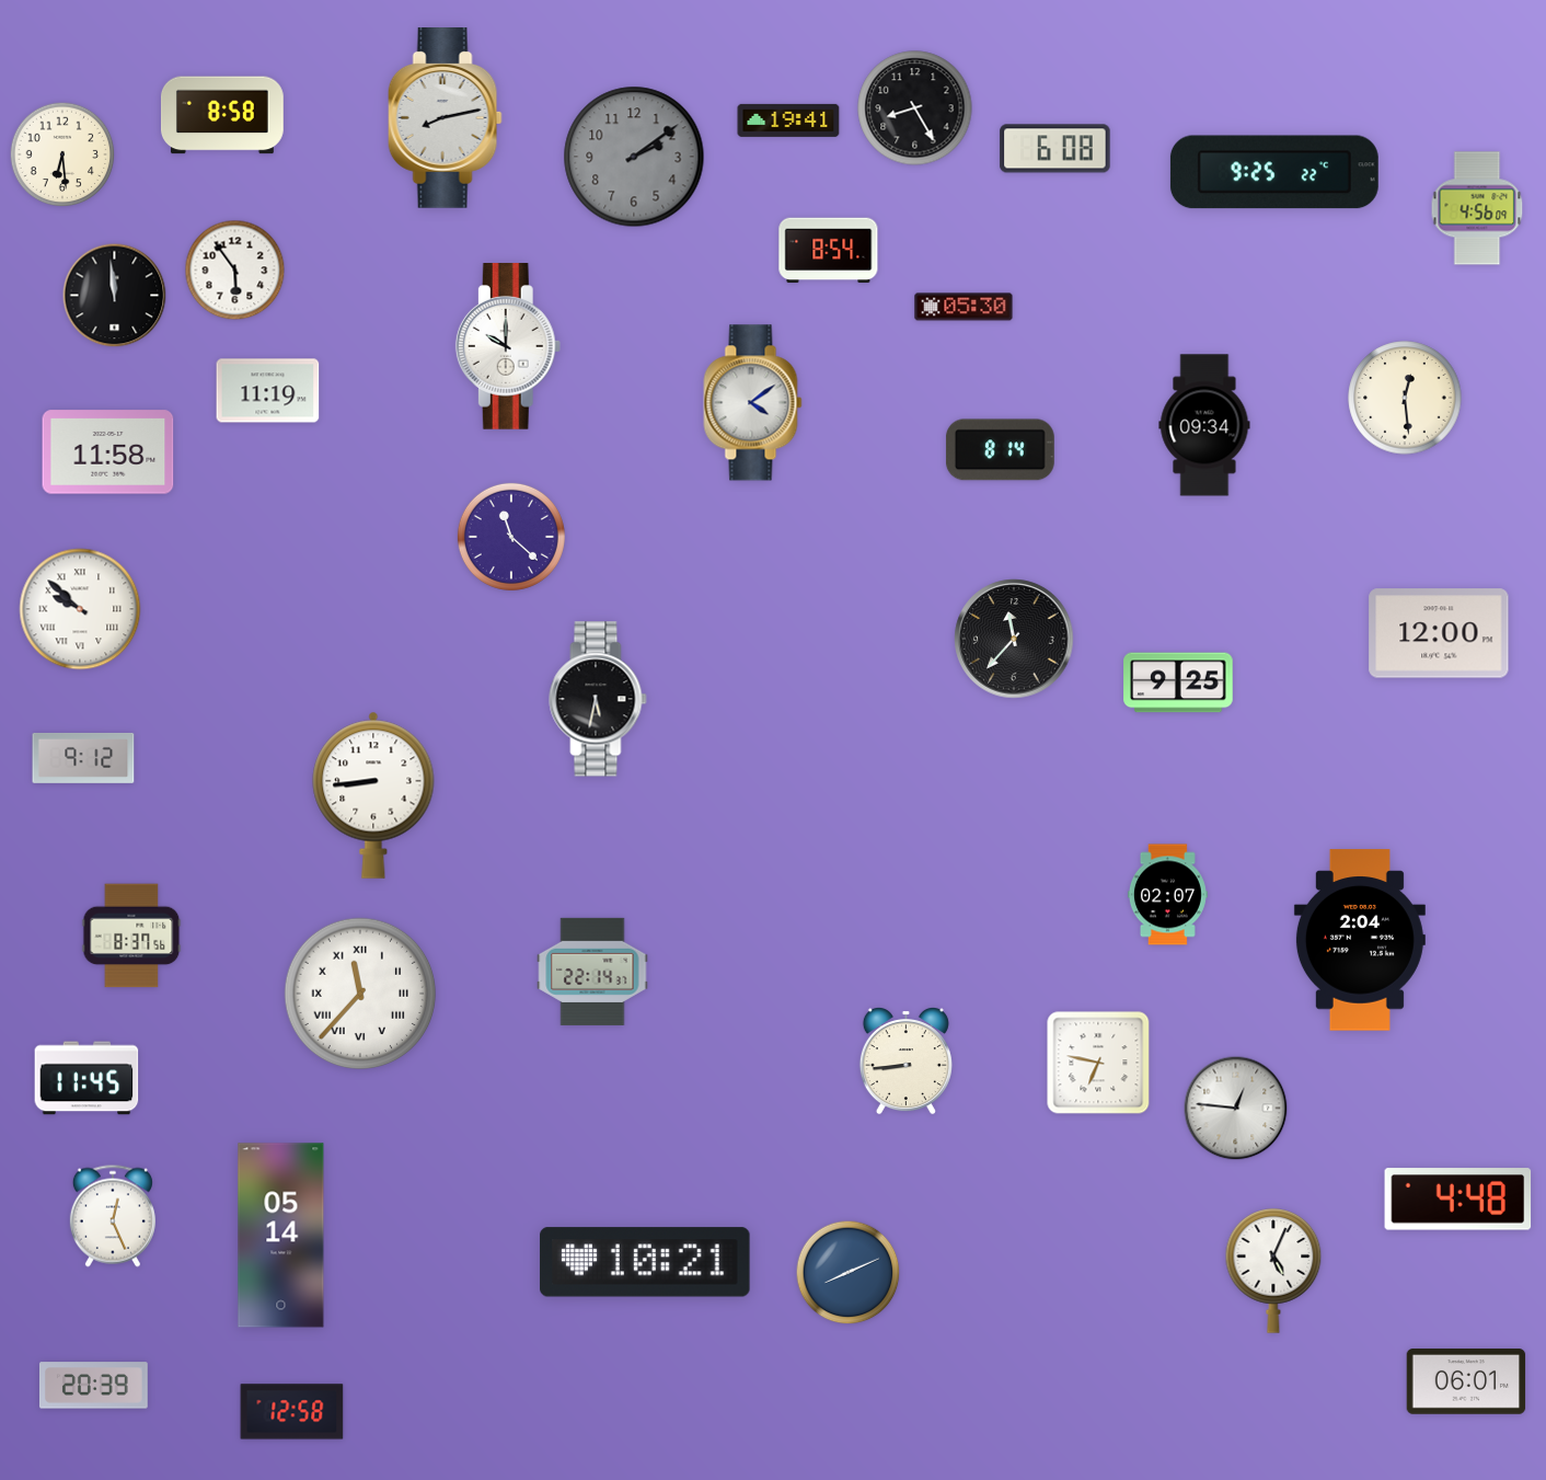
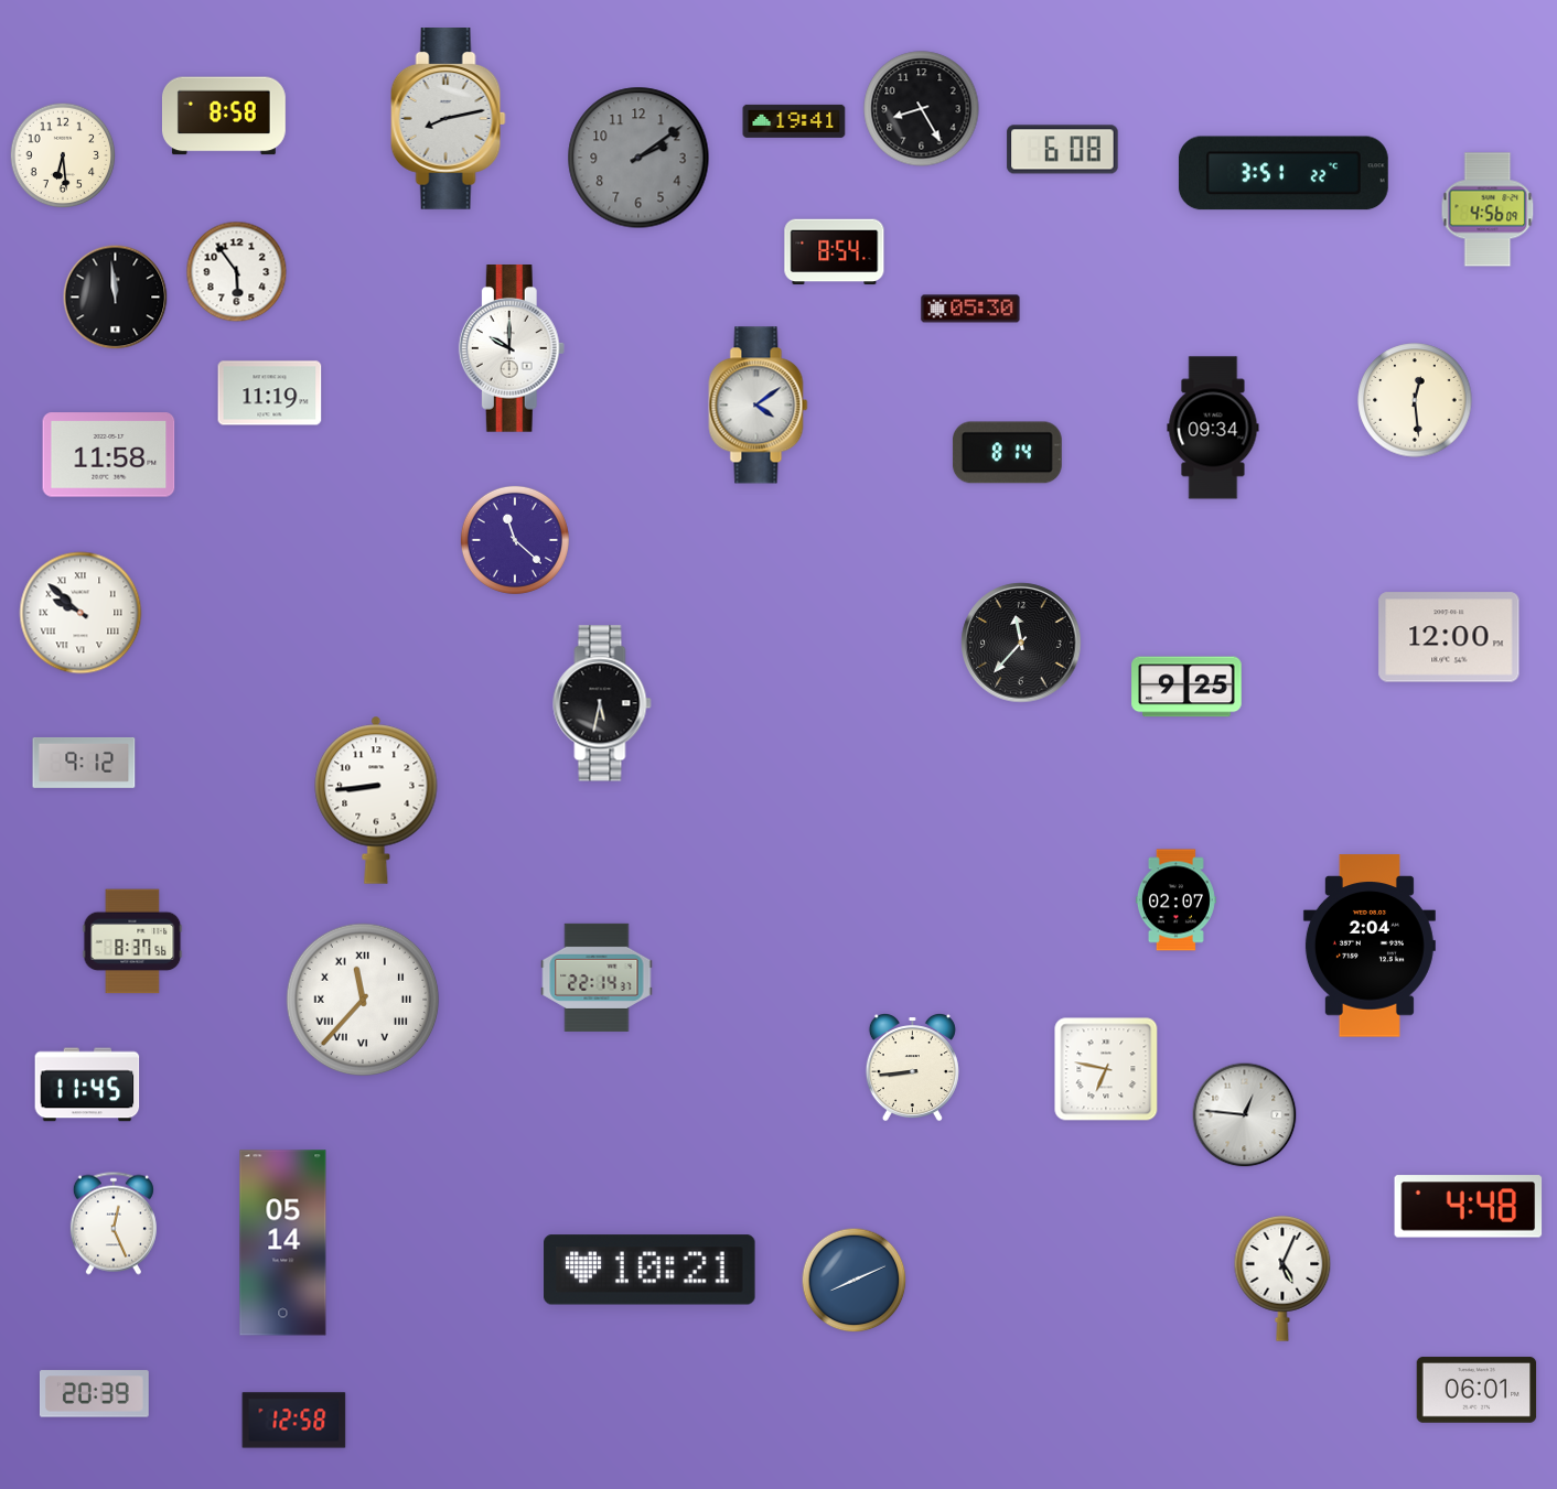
clock at (1274, 172): 9:25 -> 3:51
